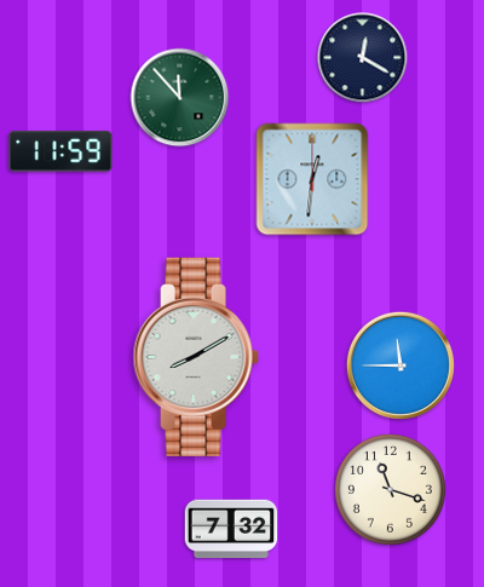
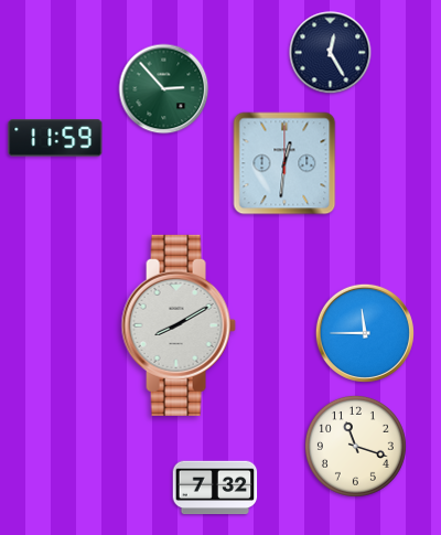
clock at (363, 58): 12:20 -> 12:25
clock at (180, 98): 11:53 -> 2:53
clock at (231, 529) position: (231, 529) -> (215, 488)
